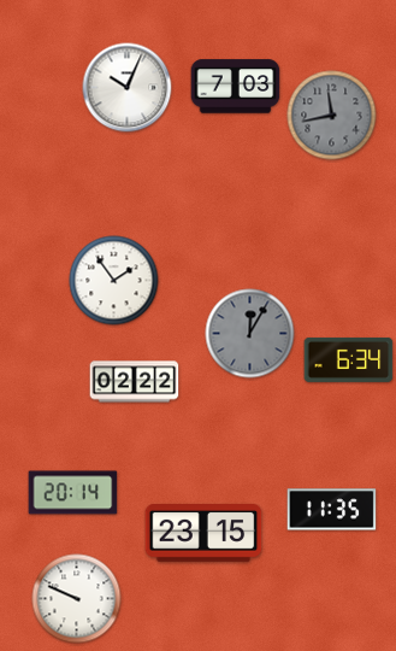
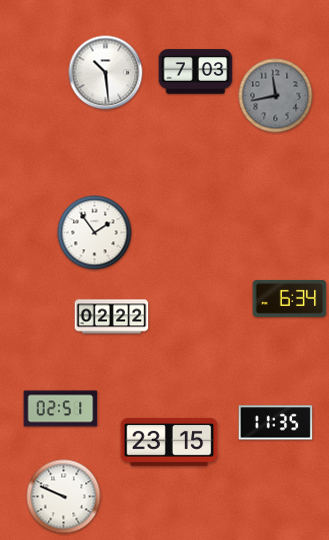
clock at (128, 88): 10:04 -> 10:29
clock at (250, 334): 12:05 -> none
clock at (73, 493): 20:14 -> 02:51
